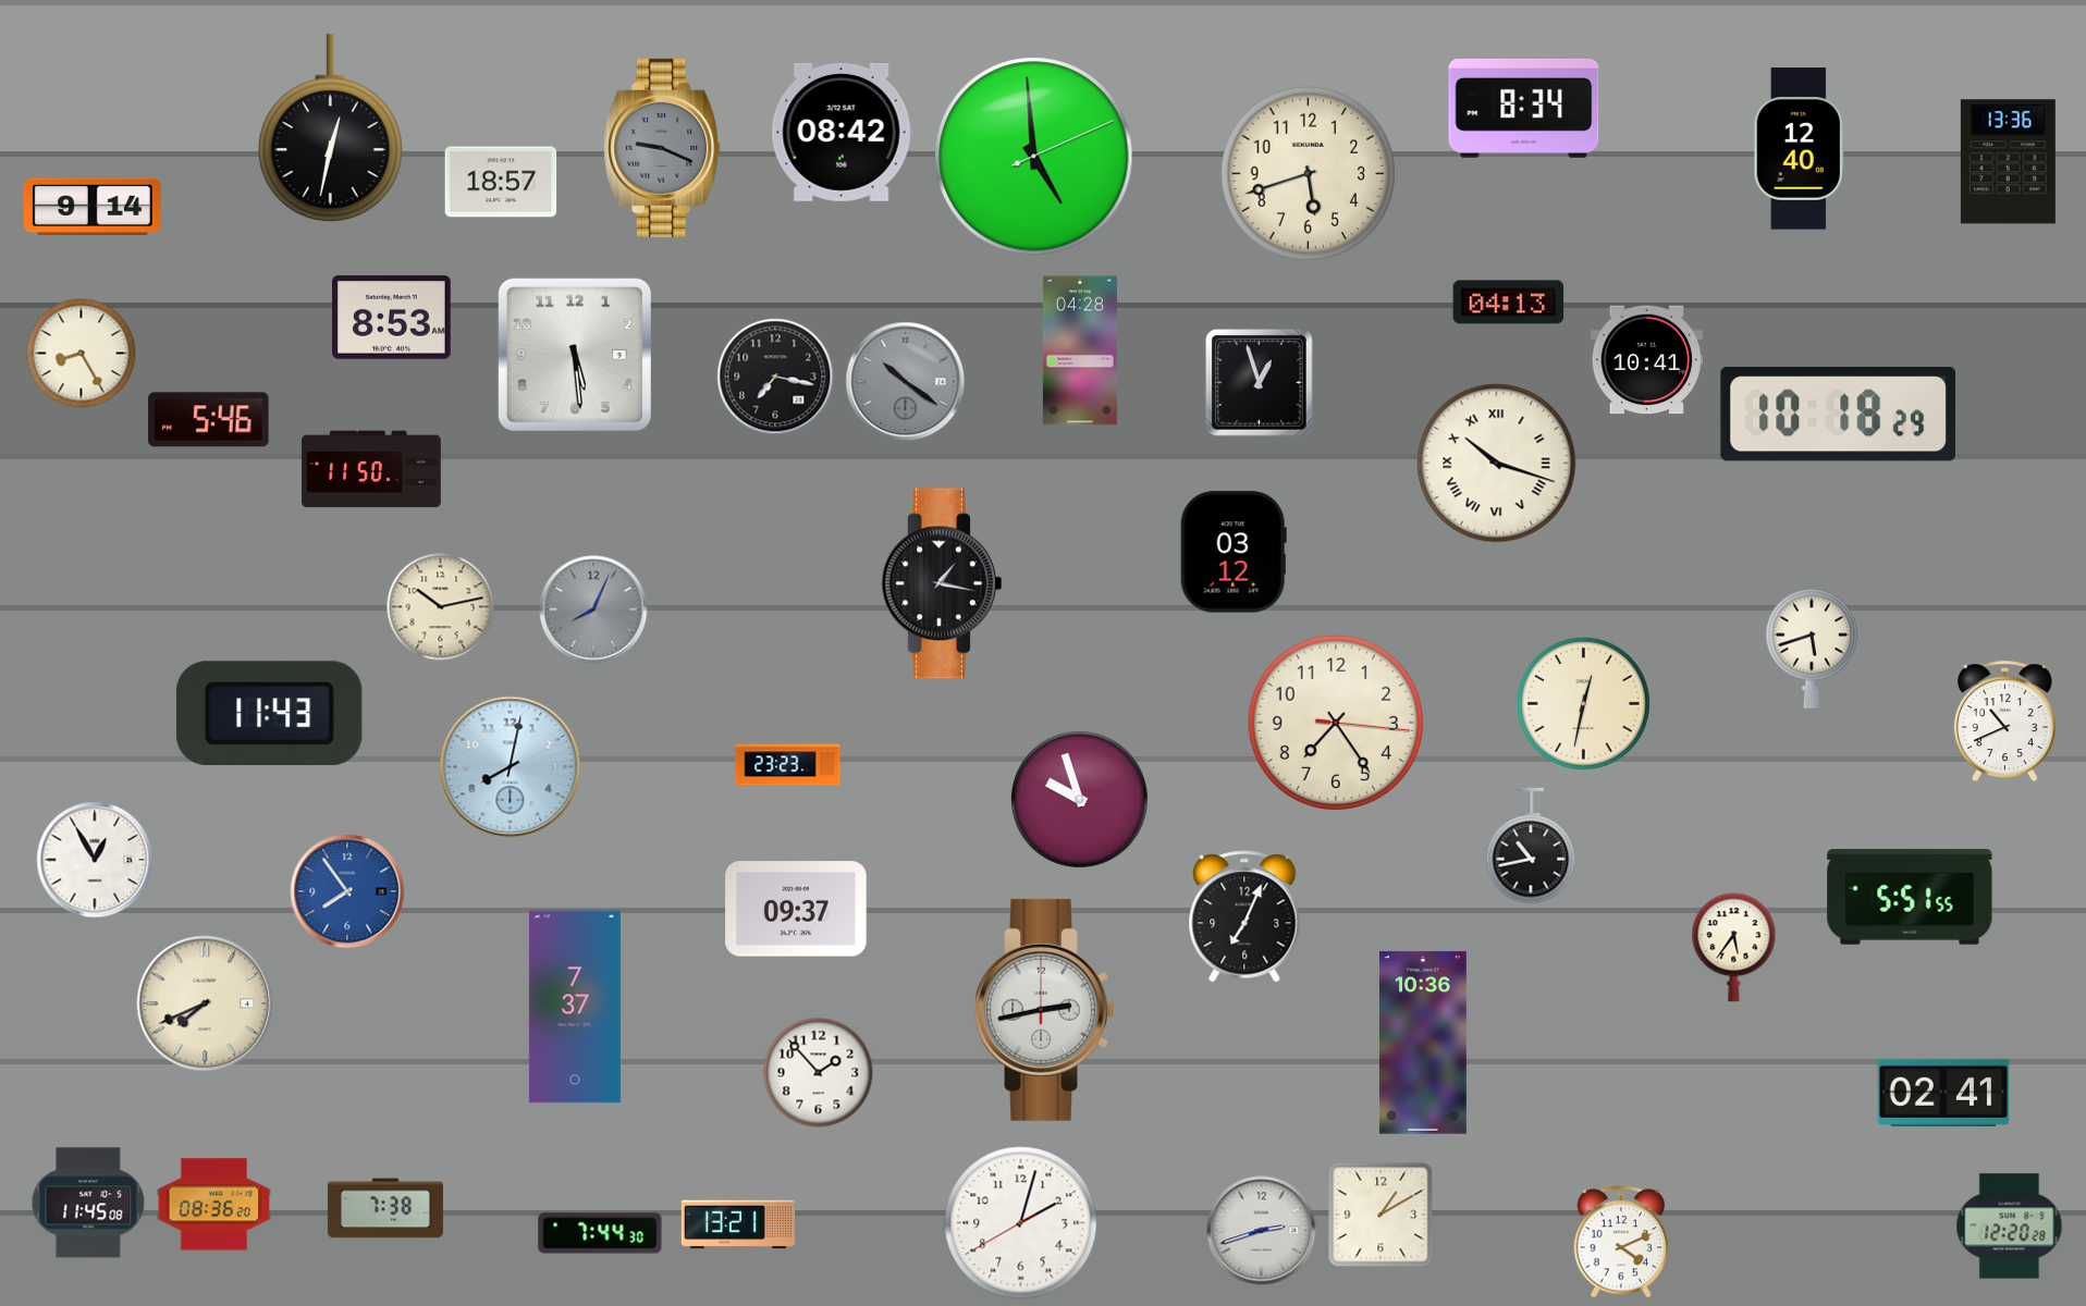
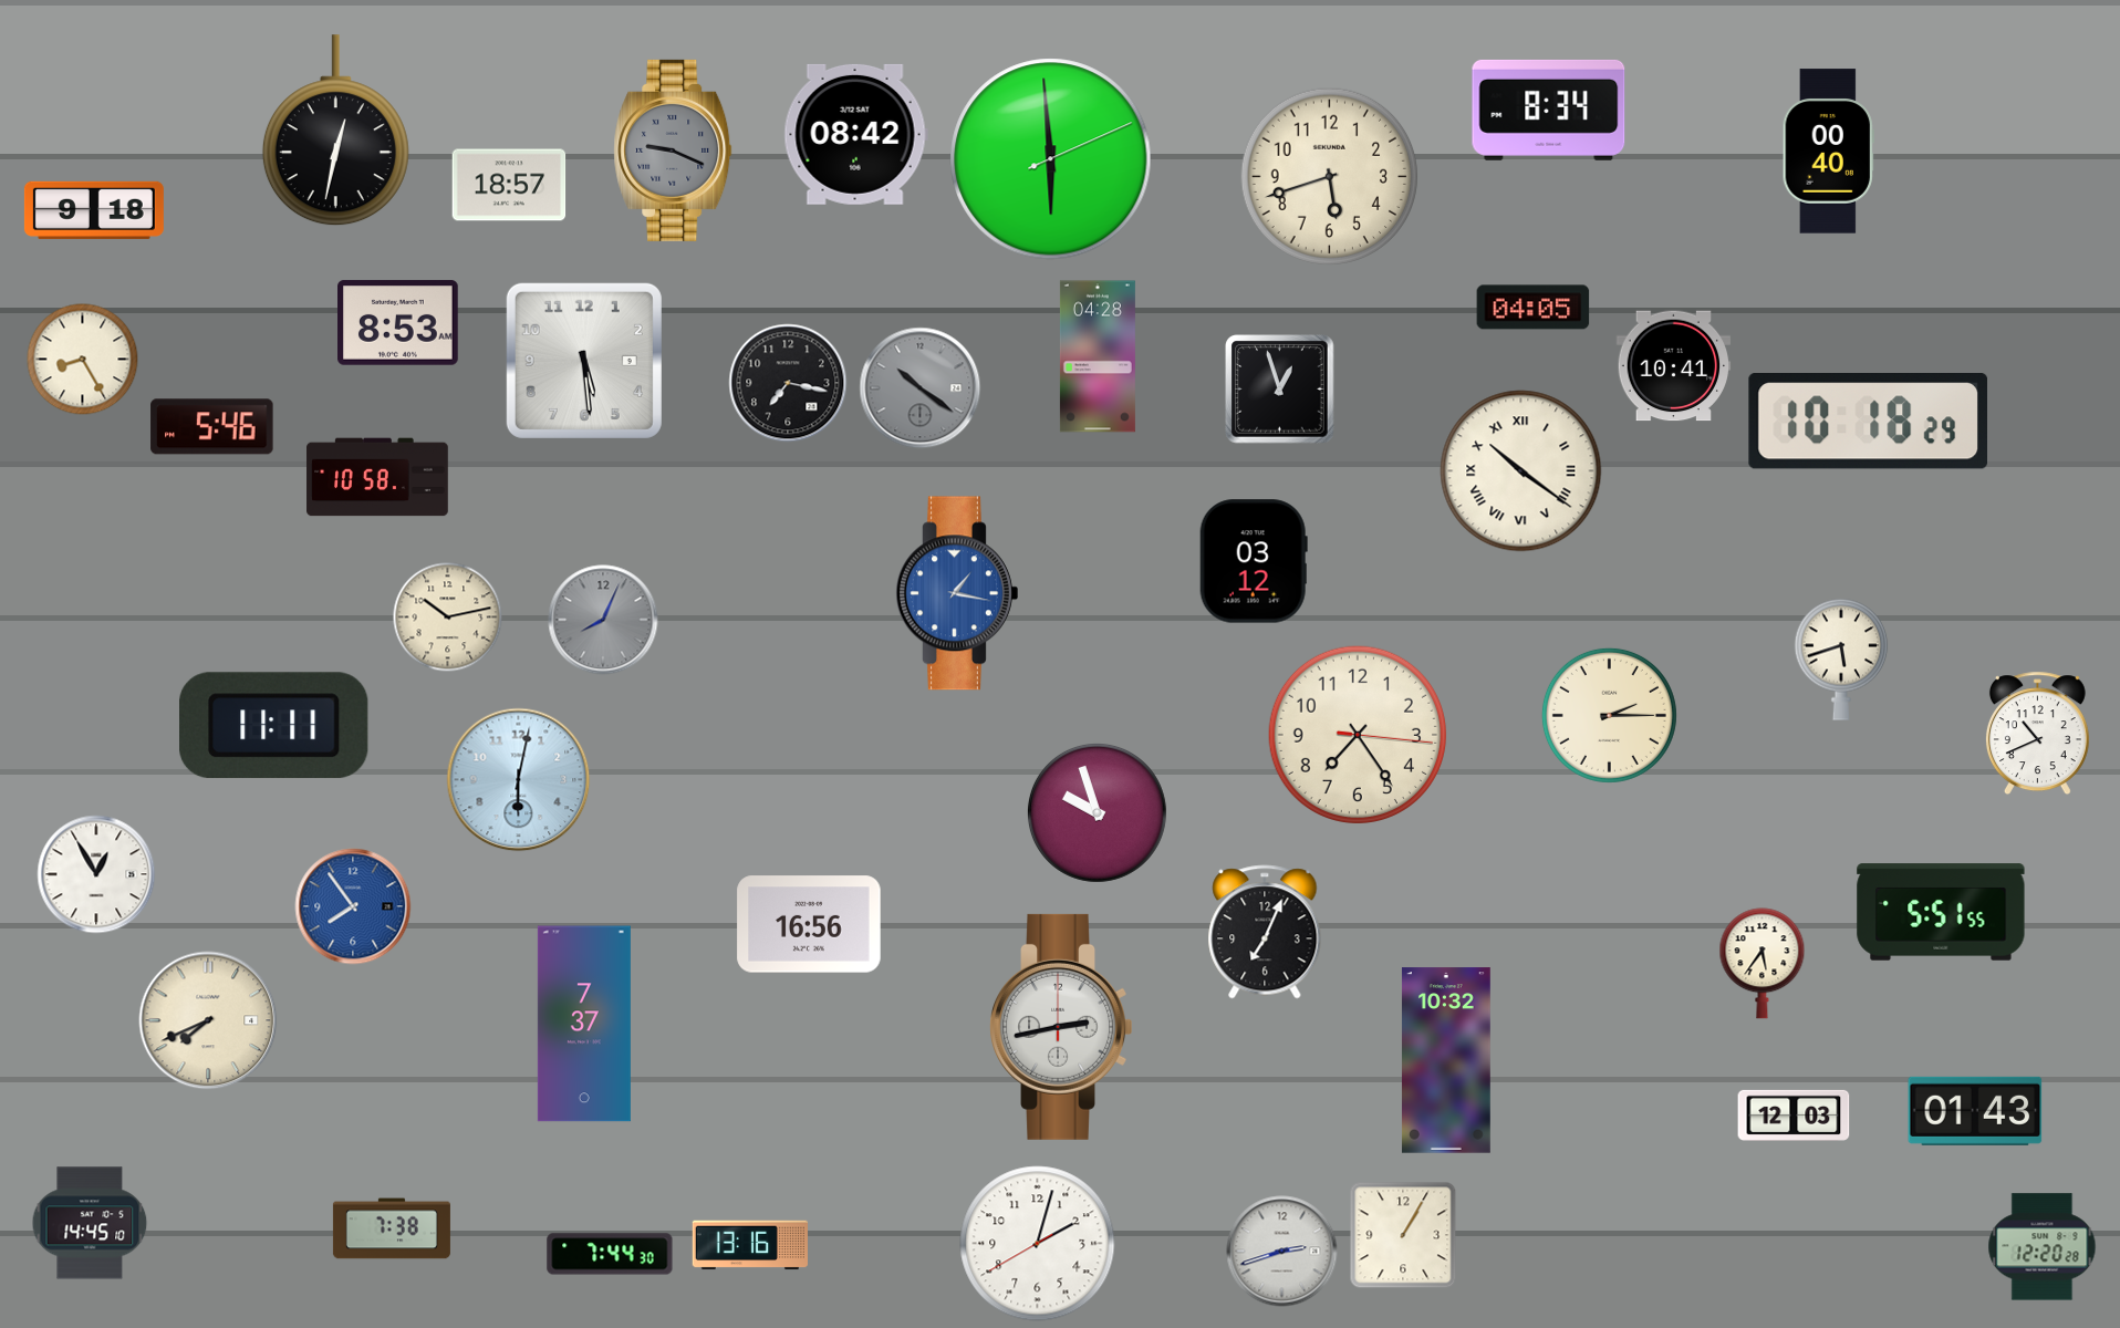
clock at (1799, 149): 12:40 -> 00:40
clock at (1034, 157): 4:59 -> 5:59
clock at (2008, 162): 13:36 -> none
clock at (93, 207): 9:14 -> 9:18
clock at (1509, 303): 04:13 -> 04:05
clock at (1497, 464): 10:18 -> 10:21
clock at (371, 469): 11:50 -> 10:58
clock at (941, 583) dial: black -> blue
clock at (1583, 703): 12:32 -> 2:15
clock at (270, 714): 11:43 -> 11:11
clock at (788, 765): 23:23 -> none
clock at (511, 767): 8:02 -> 6:02
clock at (1531, 846): 10:43 -> none
clock at (796, 909): 09:37 -> 16:56
clock at (1423, 1043): 10:36 -> 10:32
clock at (819, 1073): 1:53 -> none
clock at (1943, 1093): 02:41 -> 01:43
clock at (1794, 1116): none -> 12:03
clock at (88, 1203): 11:45 -> 14:45
clock at (213, 1205): 08:36 -> none
clock at (1381, 1215): 1:10 -> 1:05
clock at (737, 1224): 13:21 -> 13:16
clock at (1620, 1242): 4:11 -> none
